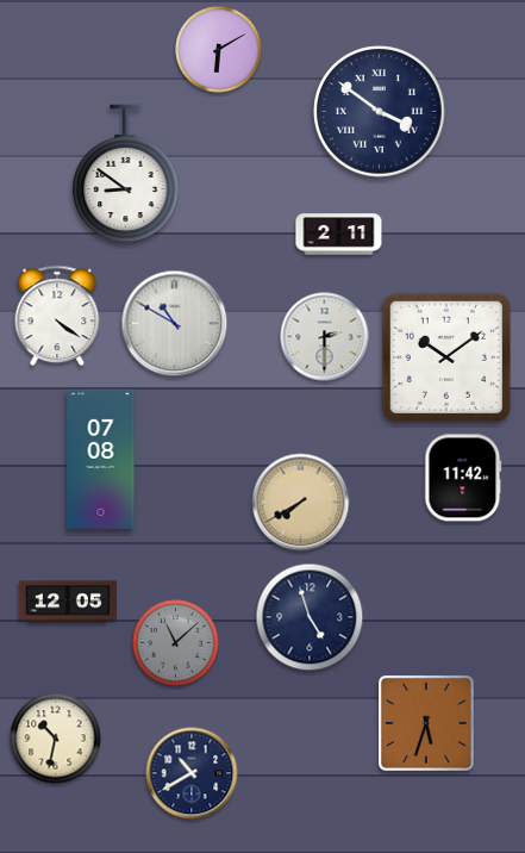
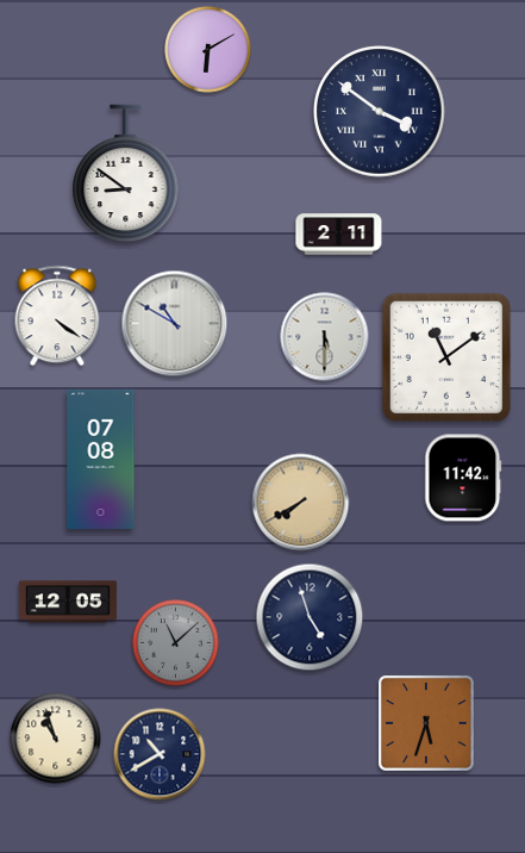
clock at (219, 50) position: (219, 50) -> (208, 50)
clock at (325, 337): 2:30 -> 5:30
clock at (446, 357): 10:09 -> 11:09
clock at (56, 739): 10:32 -> 10:57
clock at (192, 773) position: (192, 773) -> (160, 754)
